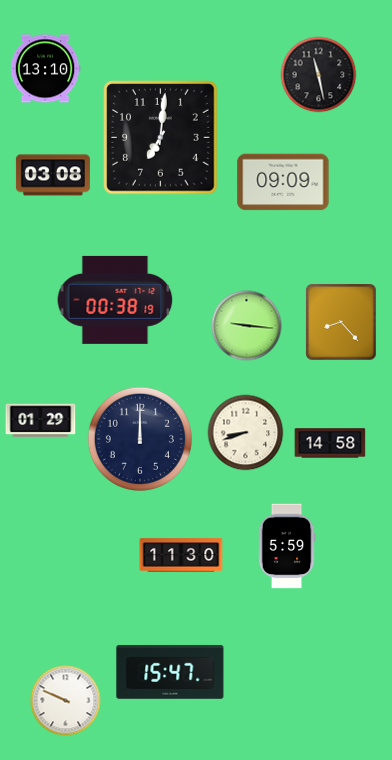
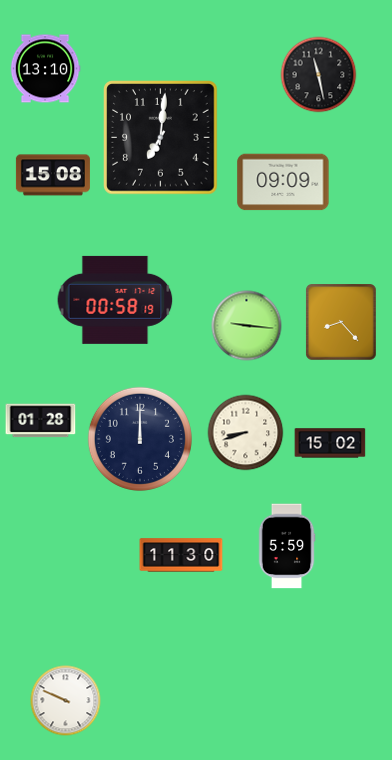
clock at (53, 175): 03:08 -> 15:08
clock at (115, 300): 00:38 -> 00:58
clock at (41, 421): 01:29 -> 01:28
clock at (330, 443): 14:58 -> 15:02
clock at (170, 672): 15:47 -> none
